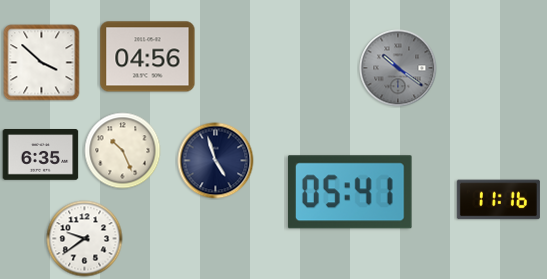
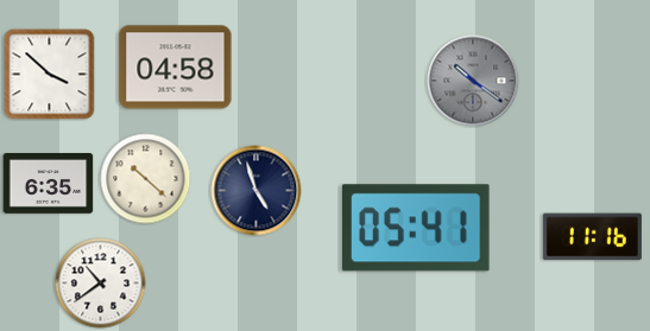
clock at (148, 57): 04:56 -> 04:58
clock at (123, 151): 10:26 -> 10:22
clock at (85, 239): 9:39 -> 10:39
